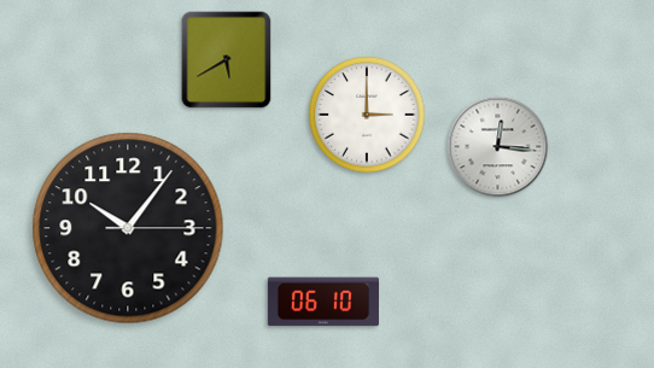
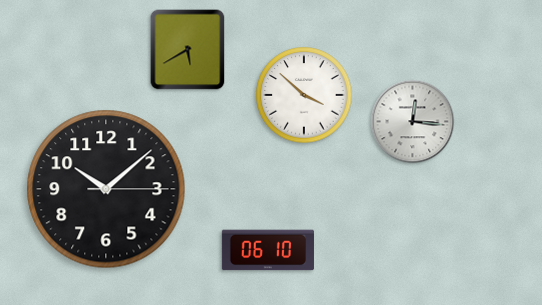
clock at (367, 115): 3:00 -> 3:52
clock at (128, 228): 10:06 -> 10:08
